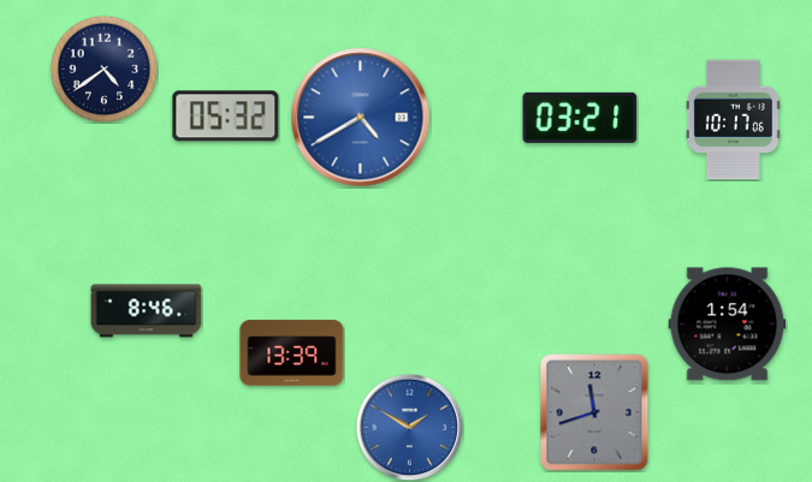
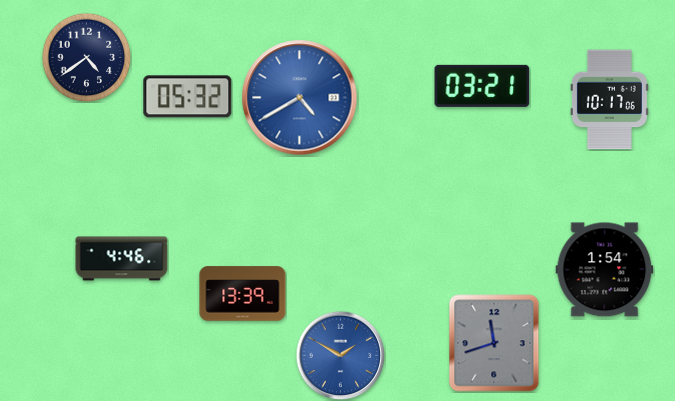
clock at (580, 118) position: (580, 118) -> (482, 86)
clock at (147, 311): 8:46 -> 4:46
